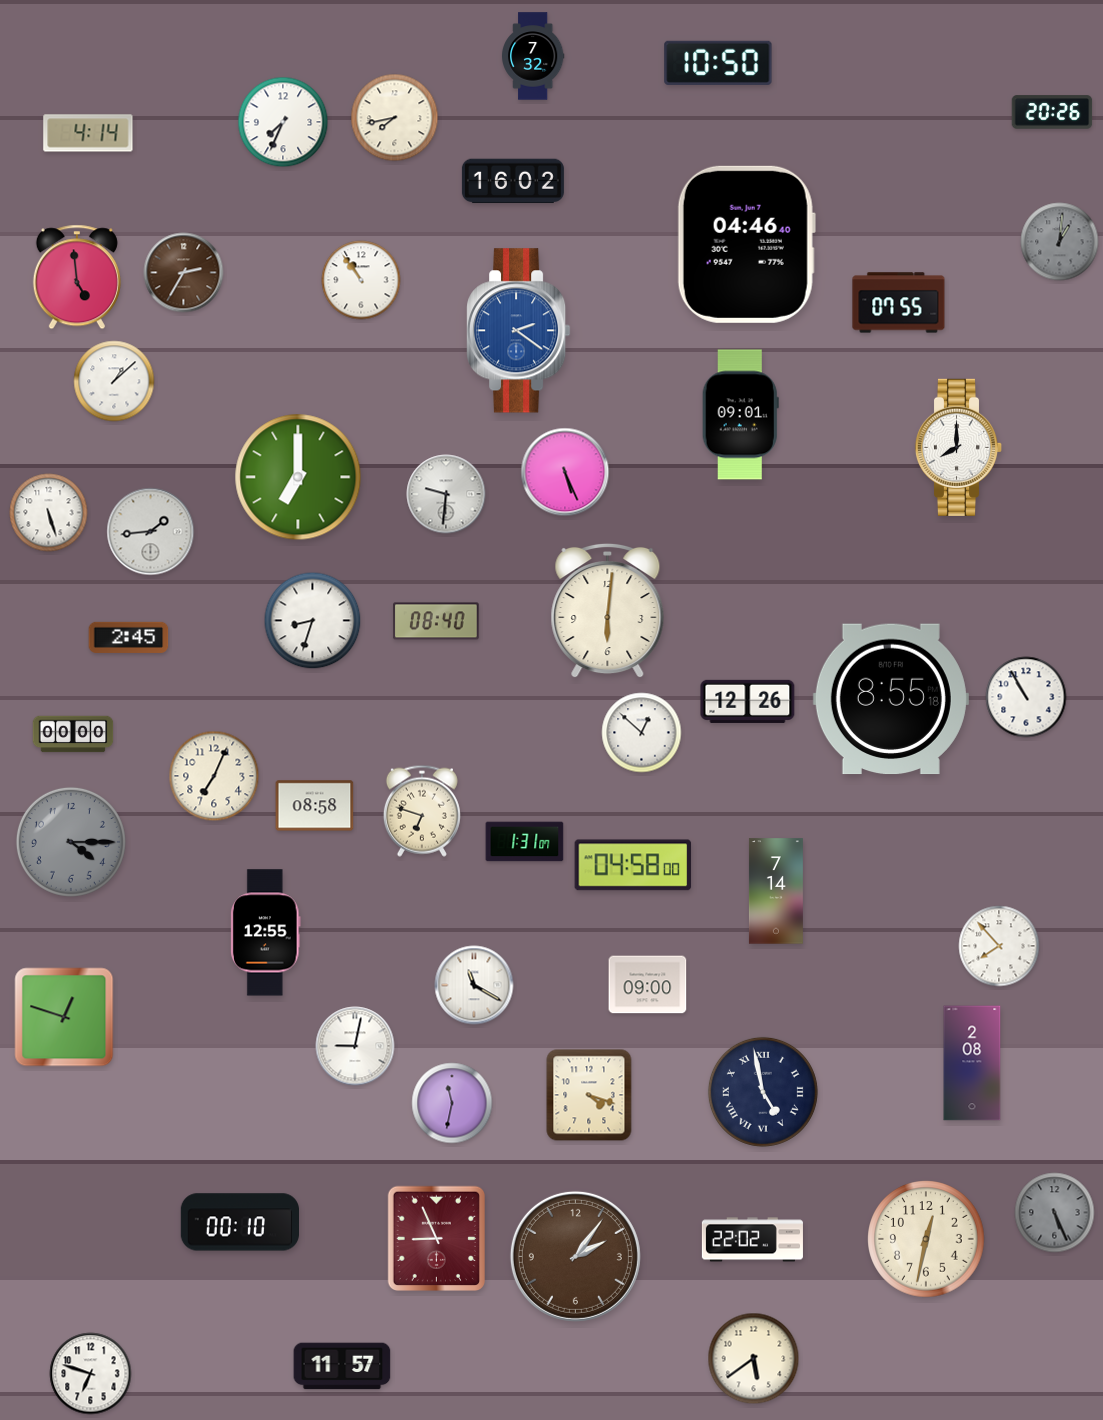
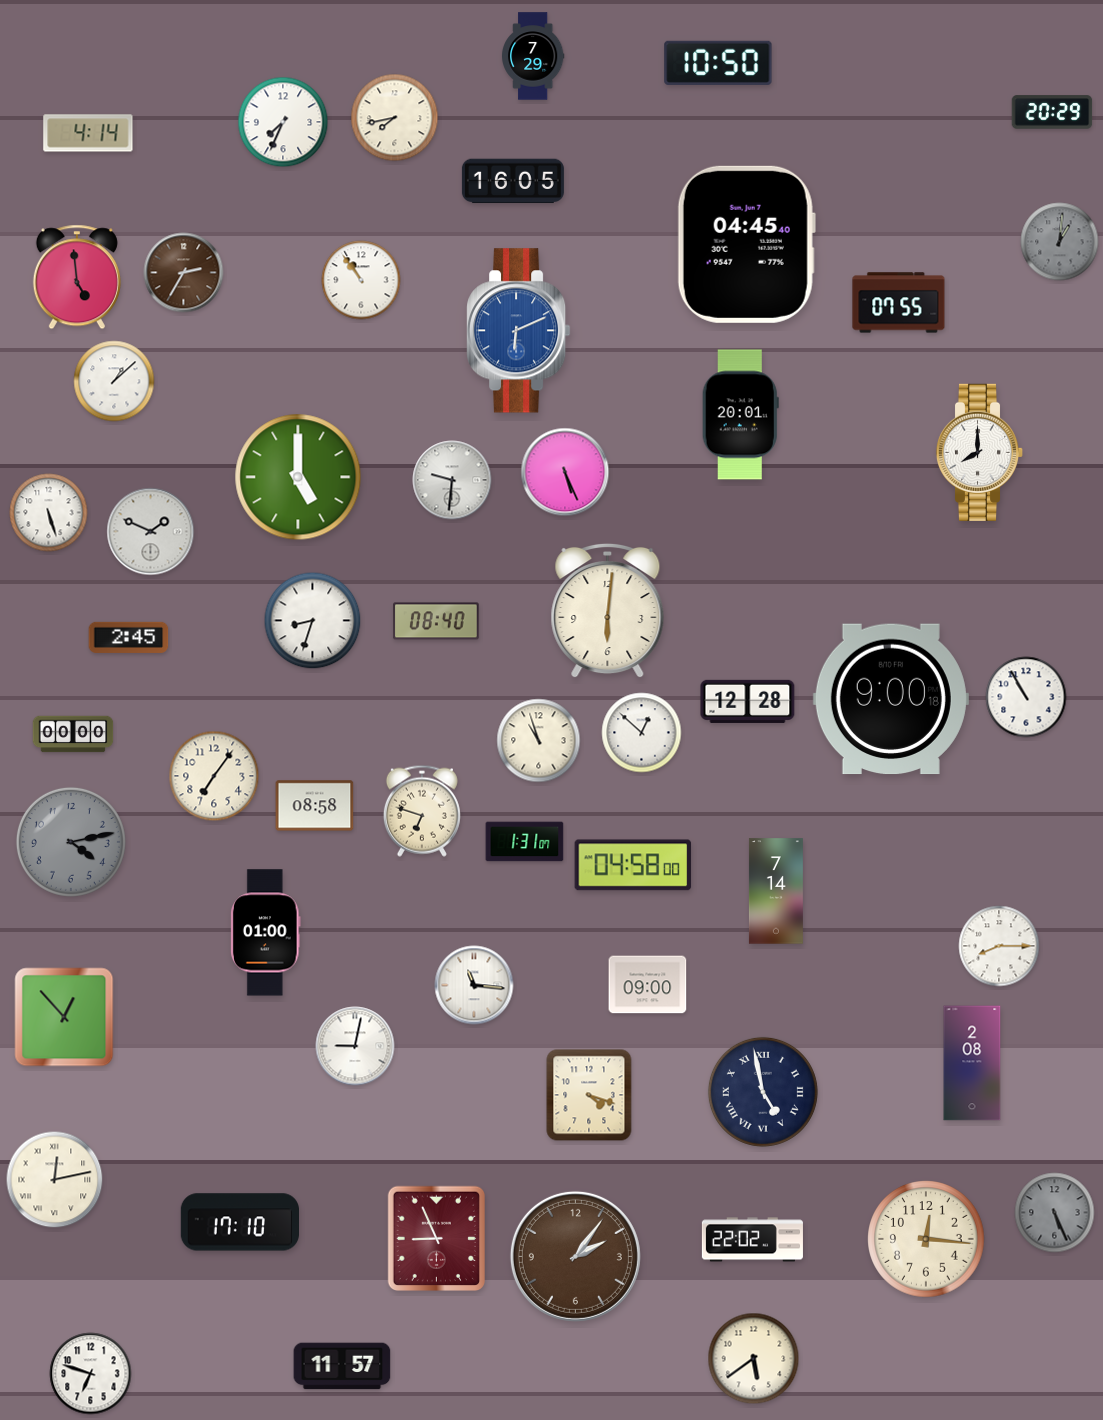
clock at (533, 56): 7:32 -> 7:29
clock at (1052, 112): 20:26 -> 20:29
clock at (513, 181): 16:02 -> 16:05
clock at (746, 244): 04:46 -> 04:45
clock at (519, 331): 2:21 -> 6:11
clock at (740, 415): 09:01 -> 20:01
clock at (959, 447) position: (959, 447) -> (980, 452)
clock at (298, 477): 7:00 -> 5:00
clock at (446, 494) position: (446, 494) -> (452, 480)
clock at (151, 532): 1:44 -> 1:49
clock at (891, 699): 8:55 -> 9:00
clock at (748, 701): 12:26 -> 12:28
clock at (539, 741): none -> 10:57
clock at (214, 776): 7:04 -> 7:06
clock at (71, 842): 4:15 -> 4:13
clock at (265, 933): 12:55 -> 01:00
clock at (999, 946): 7:53 -> 8:15
clock at (474, 985): 11:20 -> 11:16
clock at (64, 1017): 12:48 -> 12:53
clock at (452, 1103): 11:32 -> none
clock at (55, 1180): none -> 12:13
clock at (239, 1222): 00:10 -> 17:10
clock at (926, 1239): 12:32 -> 12:16
